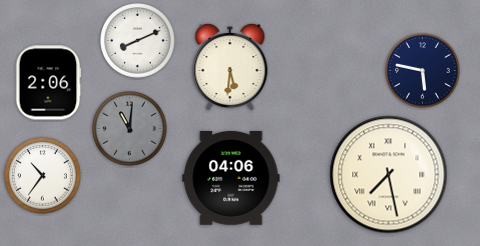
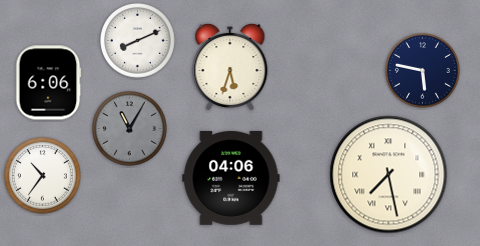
clock at (230, 67): 5:31 -> 5:33
clock at (48, 83): 2:06 -> 6:06
clock at (130, 129): 11:01 -> 11:05
